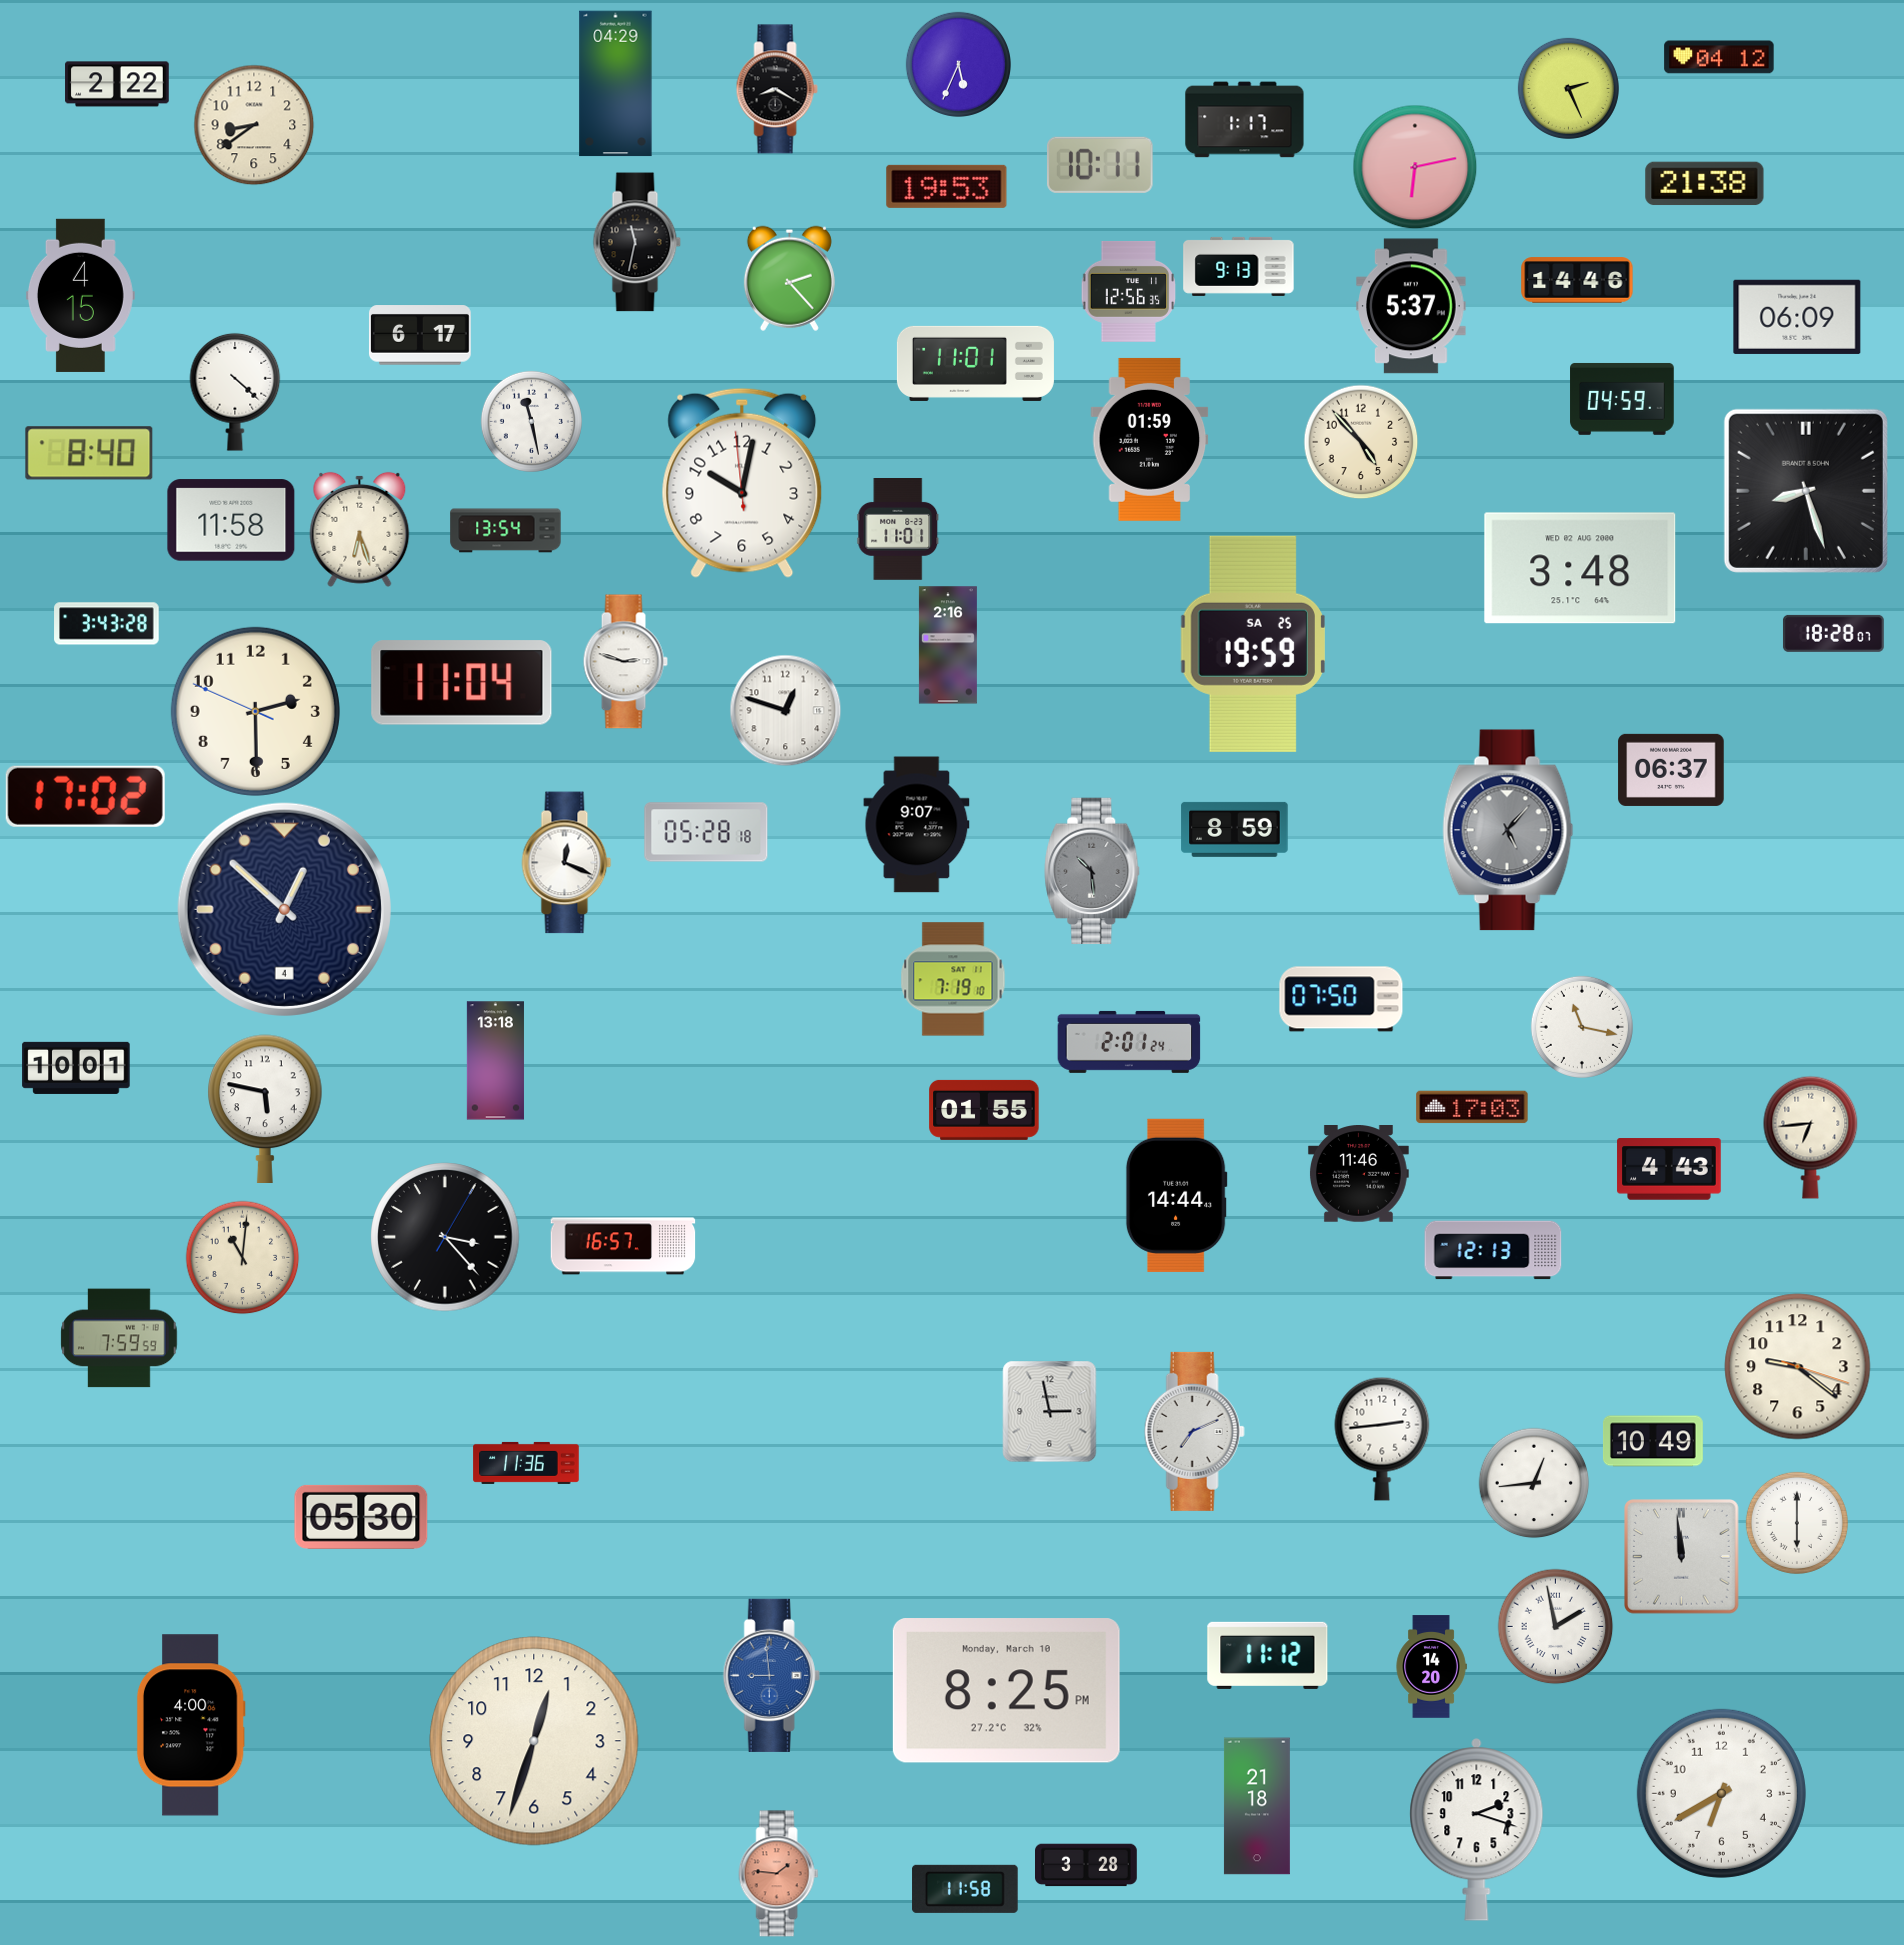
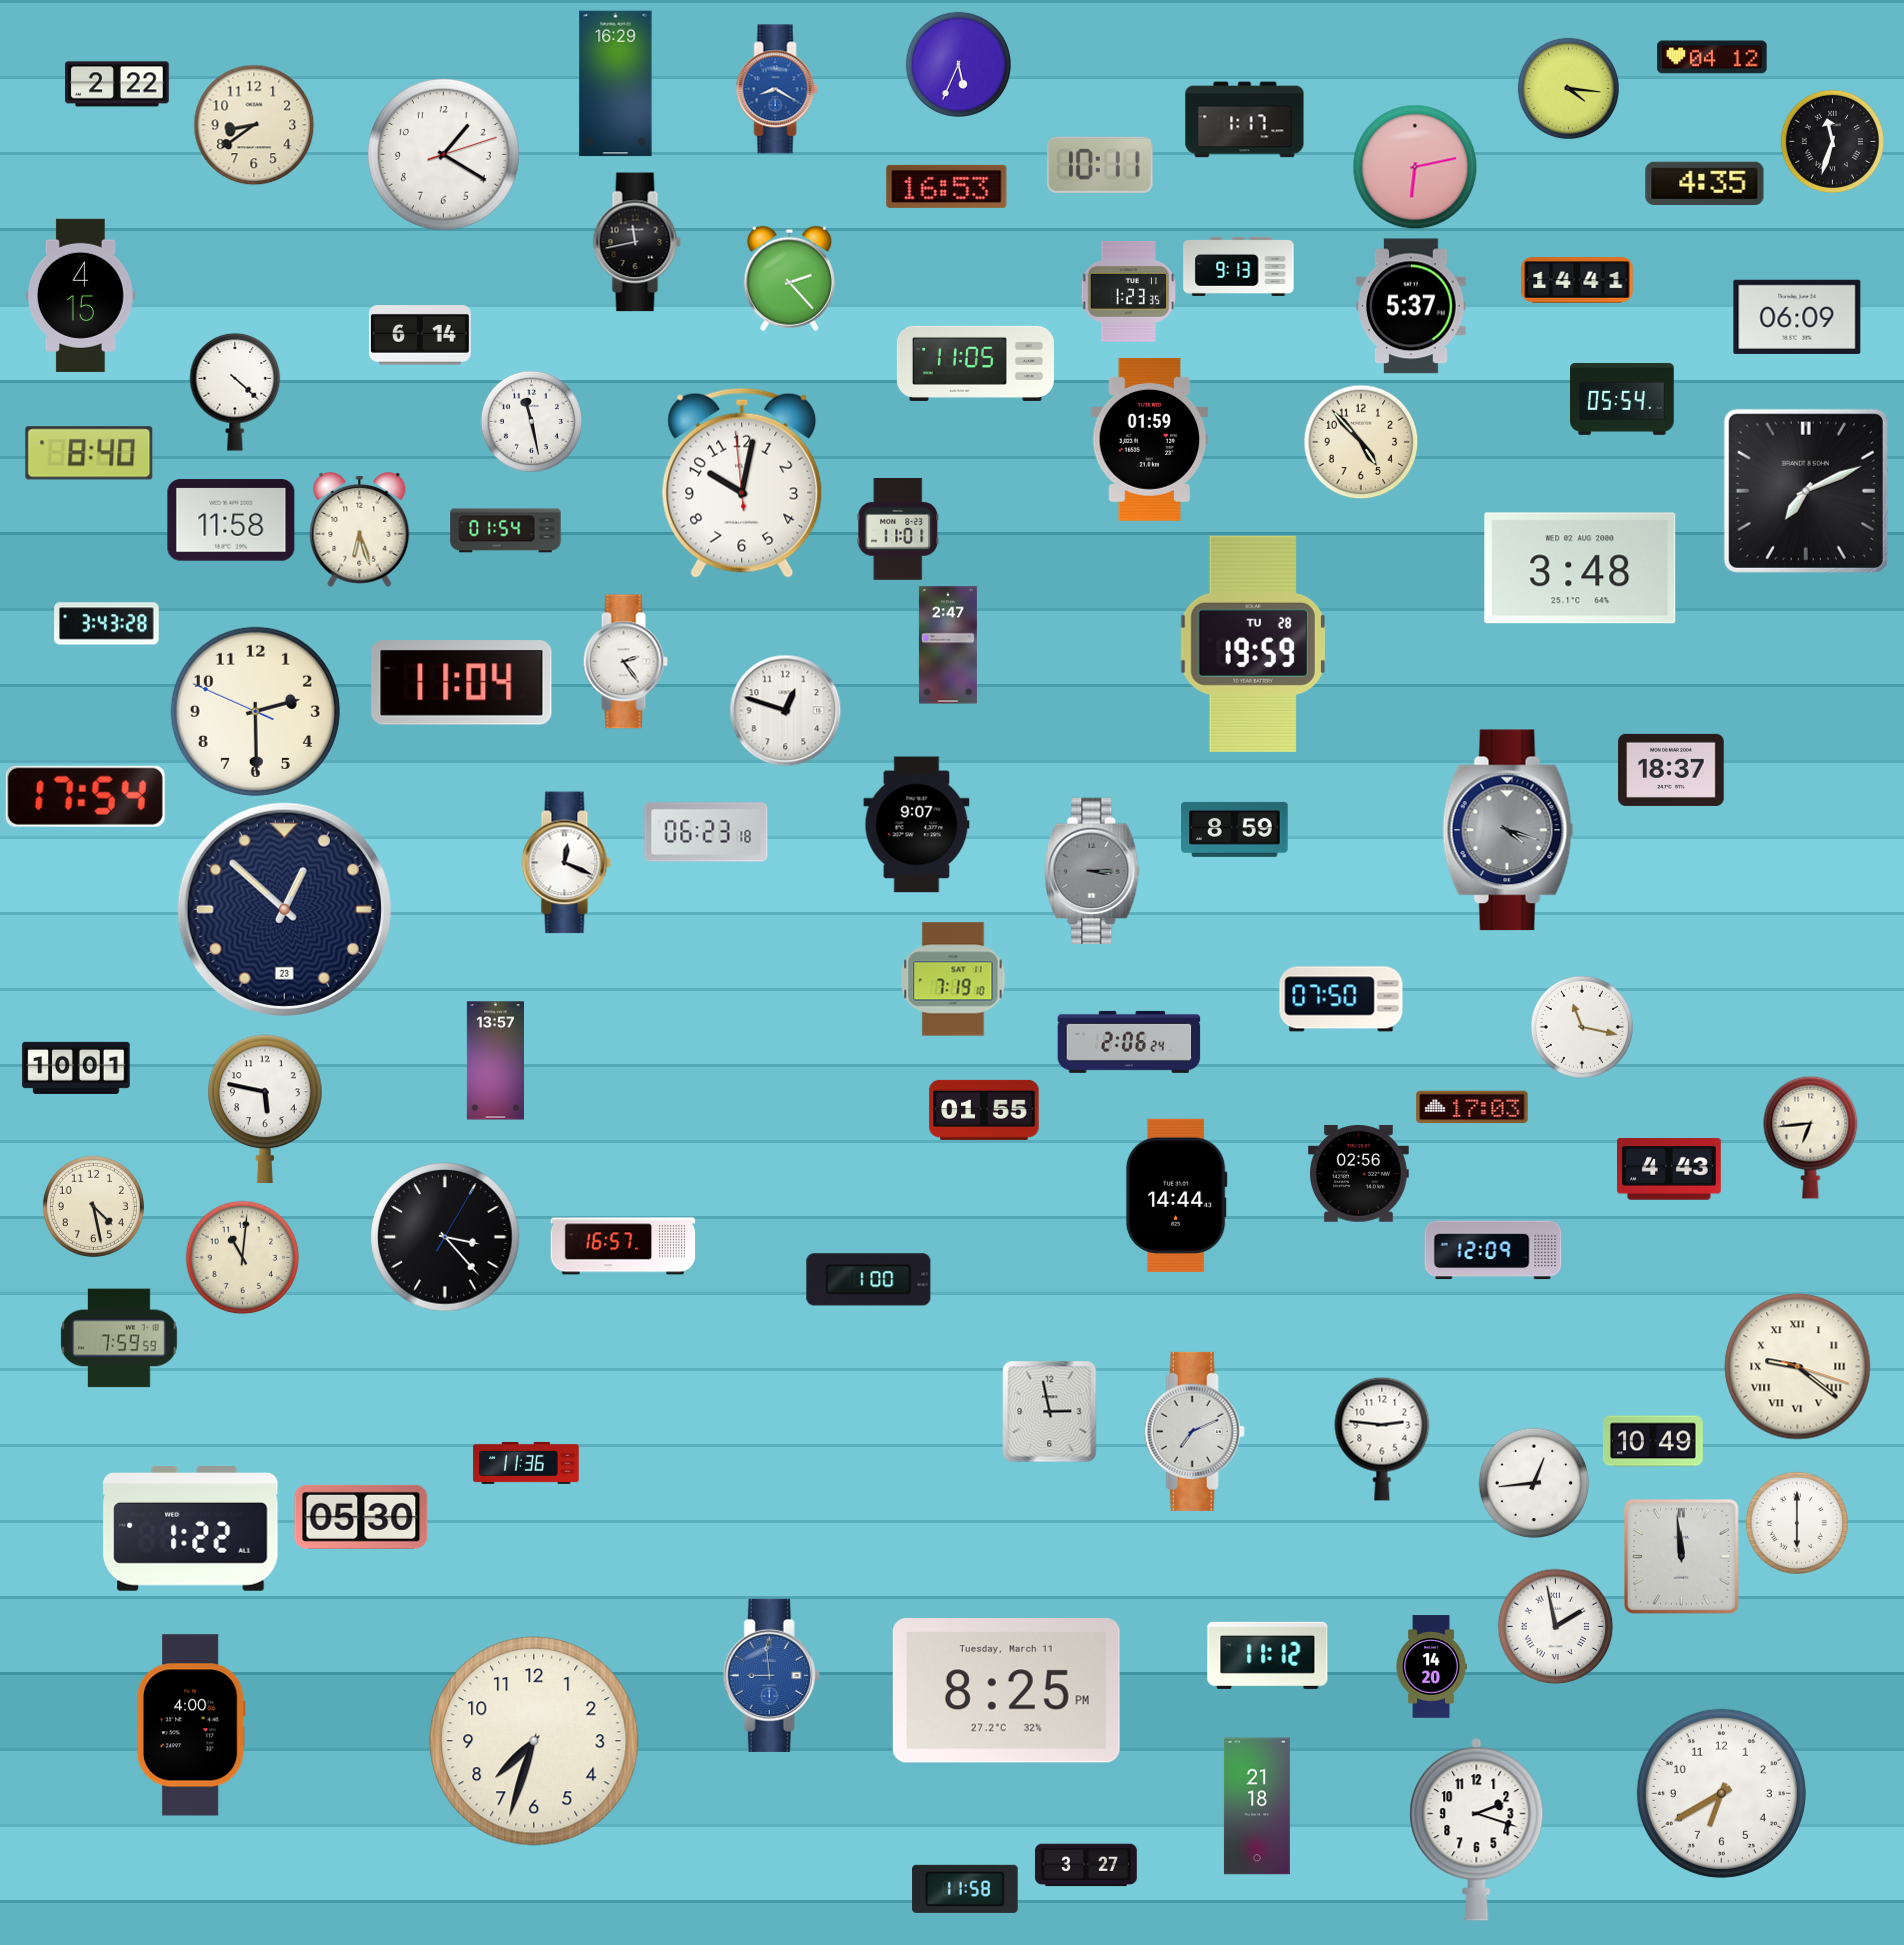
clock at (1719, 57) position: (1719, 57) -> (1712, 57)
clock at (616, 84): 04:29 -> 16:29
clock at (1568, 88): 2:26 -> 4:16
clock at (777, 89) dial: black -> blue
clock at (1832, 141): none -> 11:33
clock at (444, 155): none -> 1:20
clock at (1705, 184): 21:38 -> 4:35
clock at (947, 186): 19:53 -> 16:53
clock at (637, 242): 11:32 -> 11:43
clock at (1577, 280): 14:46 -> 14:41
clock at (1129, 292): 12:56 -> 1:23
clock at (420, 335): 6:17 -> 6:14
clock at (975, 363): 11:01 -> 11:05
clock at (1622, 399): 04:59 -> 05:54
clock at (1806, 491): 8:27 -> 7:11
clock at (506, 531): 13:54 -> 01:54
clock at (1833, 633): 18:28 -> none
clock at (1253, 644) date: SA 25 -> TU 28
clock at (948, 645): 2:16 -> 2:47
clock at (625, 662): 2:48 -> 2:24
clock at (1671, 770): 06:37 -> 18:37
clock at (85, 796): 17:02 -> 17:54
clock at (1508, 830): 5:07 -> 4:18
clock at (706, 832): 05:28 -> 06:23
clock at (1092, 871): 10:29 -> 3:15
clock at (284, 909) date: 4 -> 23
clock at (1129, 1042): 2:01 -> 2:06
clock at (495, 1061): 13:18 -> 13:57
clock at (1358, 1174): 11:46 -> 02:56
clock at (93, 1206): none -> 4:28
clock at (1493, 1250): 12:13 -> 12:09
clock at (869, 1280): none -> 1:00
clock at (1798, 1367) numerals: Arabic -> Roman
clock at (1382, 1439): 2:44 -> 2:46
clock at (191, 1529): none -> 1:22
clock at (1006, 1691) date: Monday, March 10 -> Tuesday, March 11
clock at (534, 1741): 12:33 -> 7:33
clock at (1087, 1865): 3:28 -> 3:27
clock at (779, 1874): 1:46 -> none
